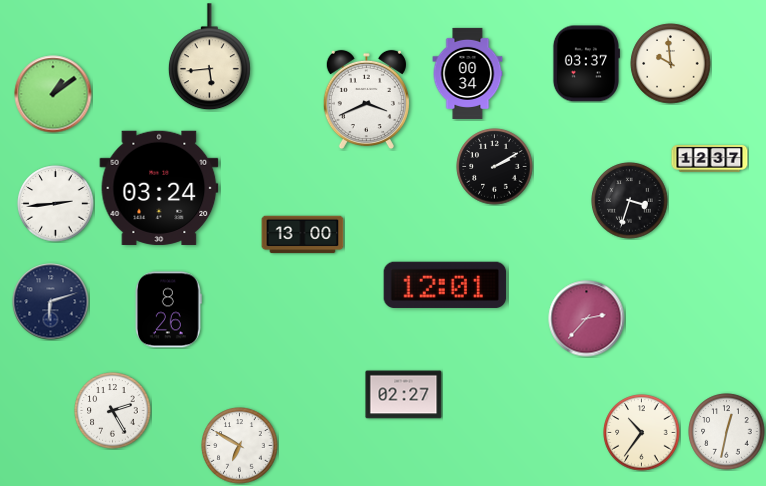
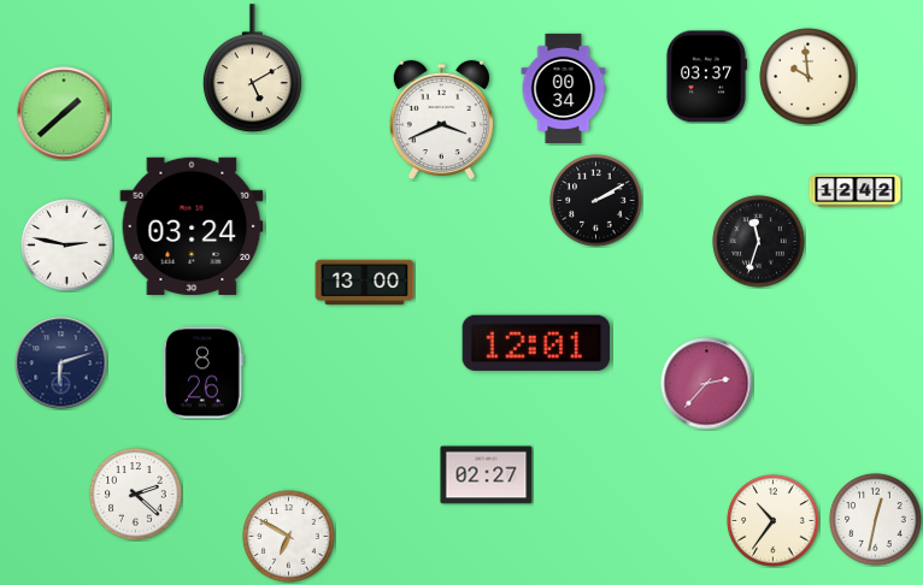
clock at (209, 57): 5:44 -> 5:10
clock at (53, 94): 1:09 -> 1:38
clock at (710, 159): 12:37 -> 12:42
clock at (630, 201): 3:33 -> 11:33
clock at (56, 204): 2:44 -> 2:47
clock at (113, 411): 2:25 -> 2:22
